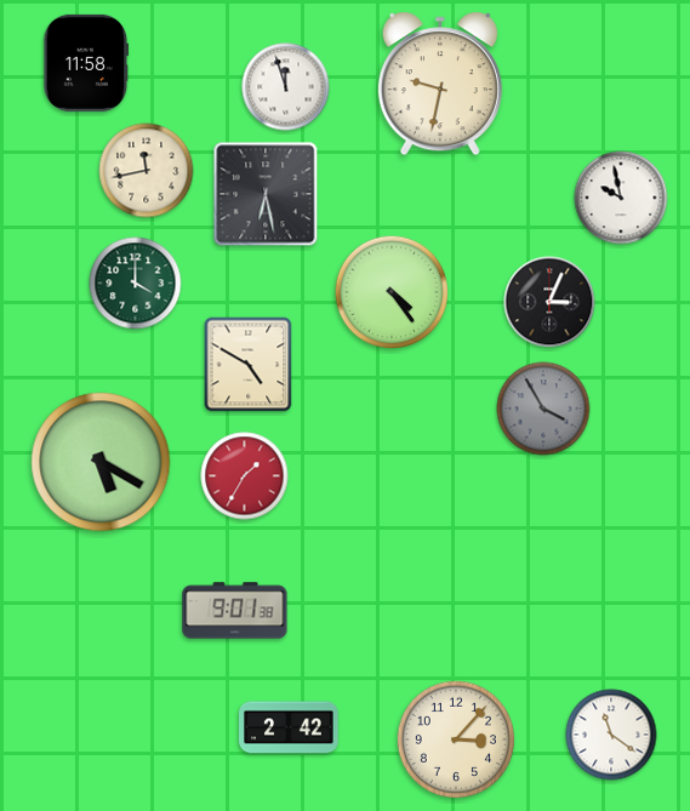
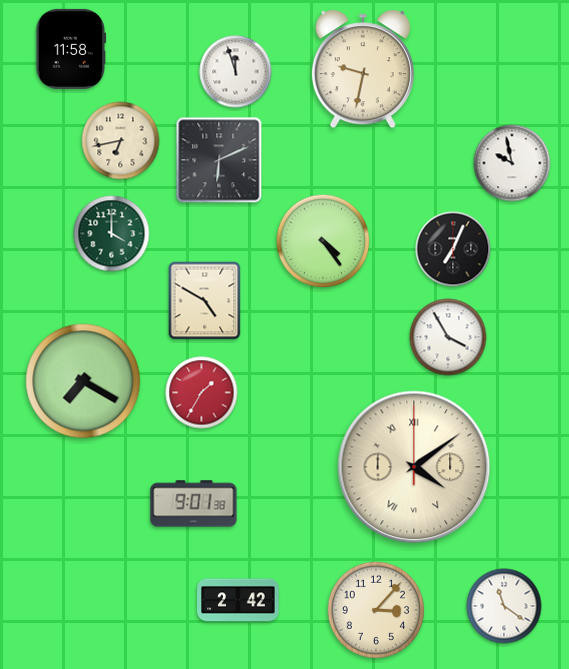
clock at (86, 63) position: (86, 63) -> (71, 49)
clock at (147, 171): 11:43 -> 6:43
clock at (266, 194): 6:28 -> 6:11
clock at (549, 302): 3:04 -> 7:04
clock at (543, 409) dial: grey -> white
clock at (101, 462): 5:20 -> 7:20
clock at (414, 467): none -> 4:09
